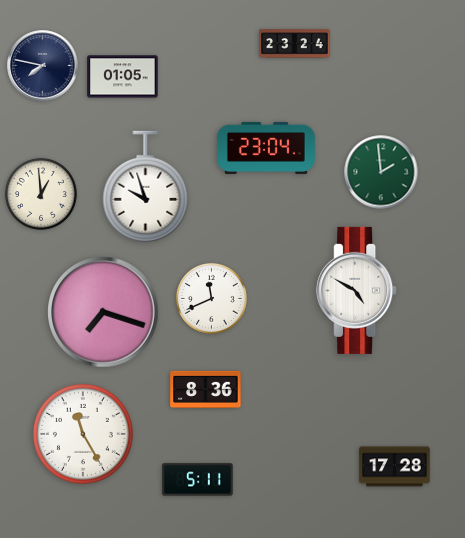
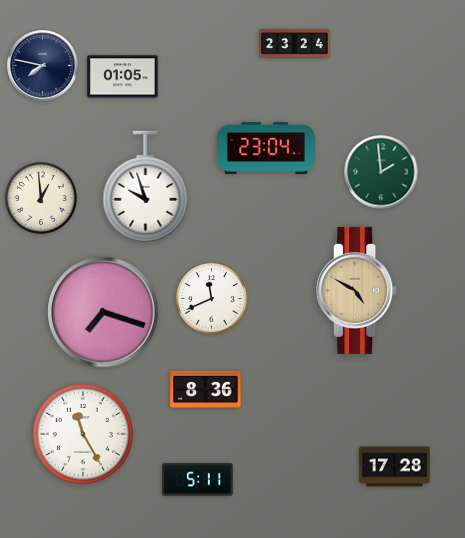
clock at (41, 194) position: (41, 194) -> (41, 198)
clock at (357, 290) dial: white -> champagne
